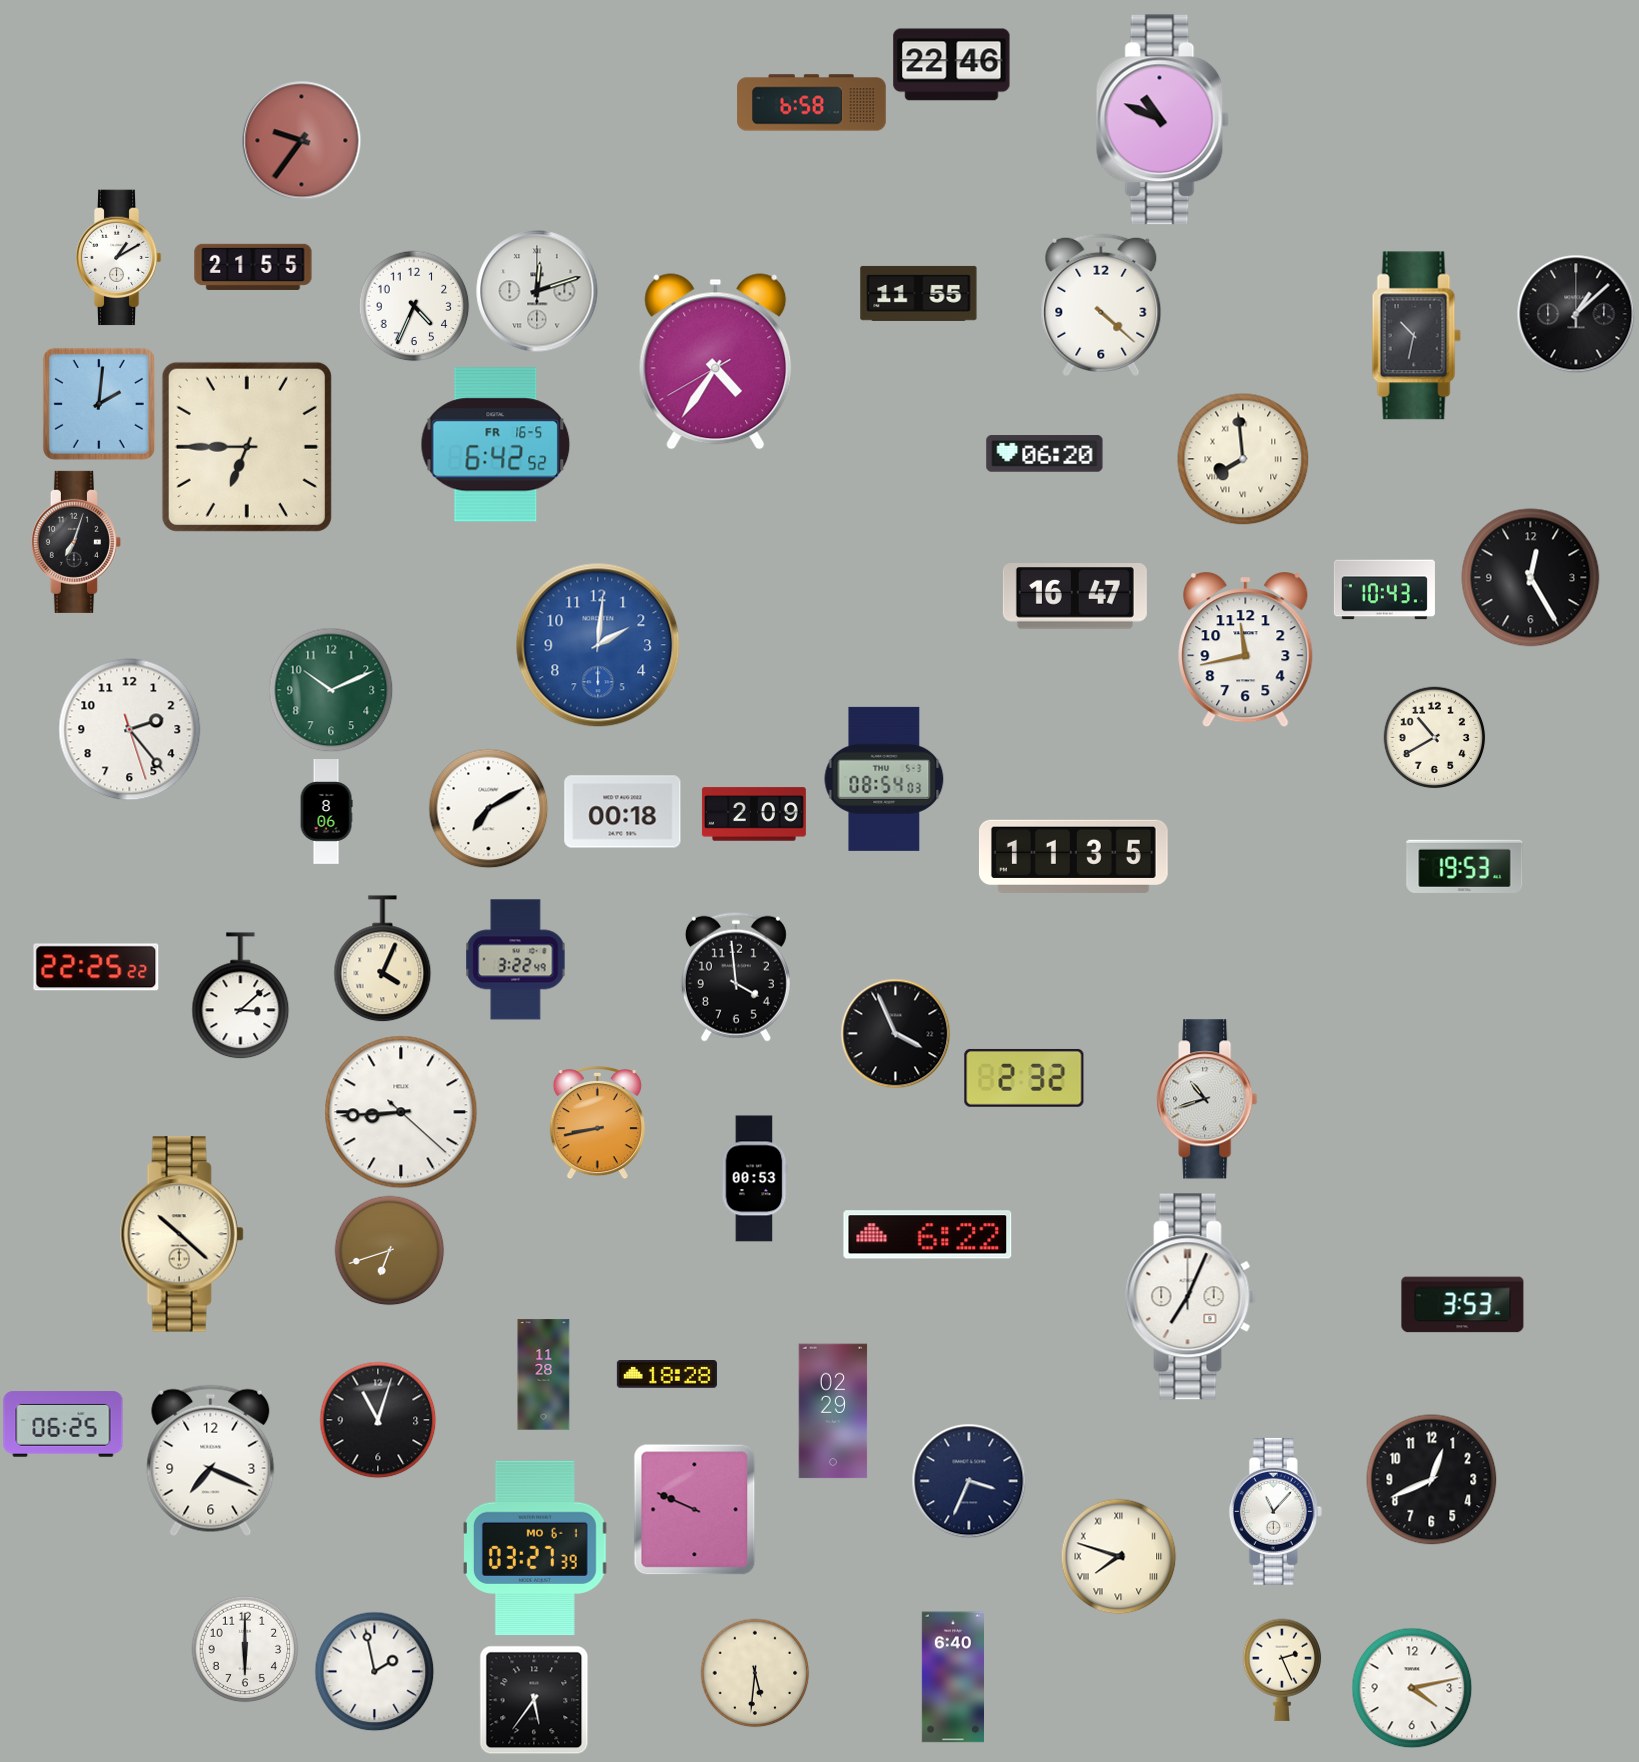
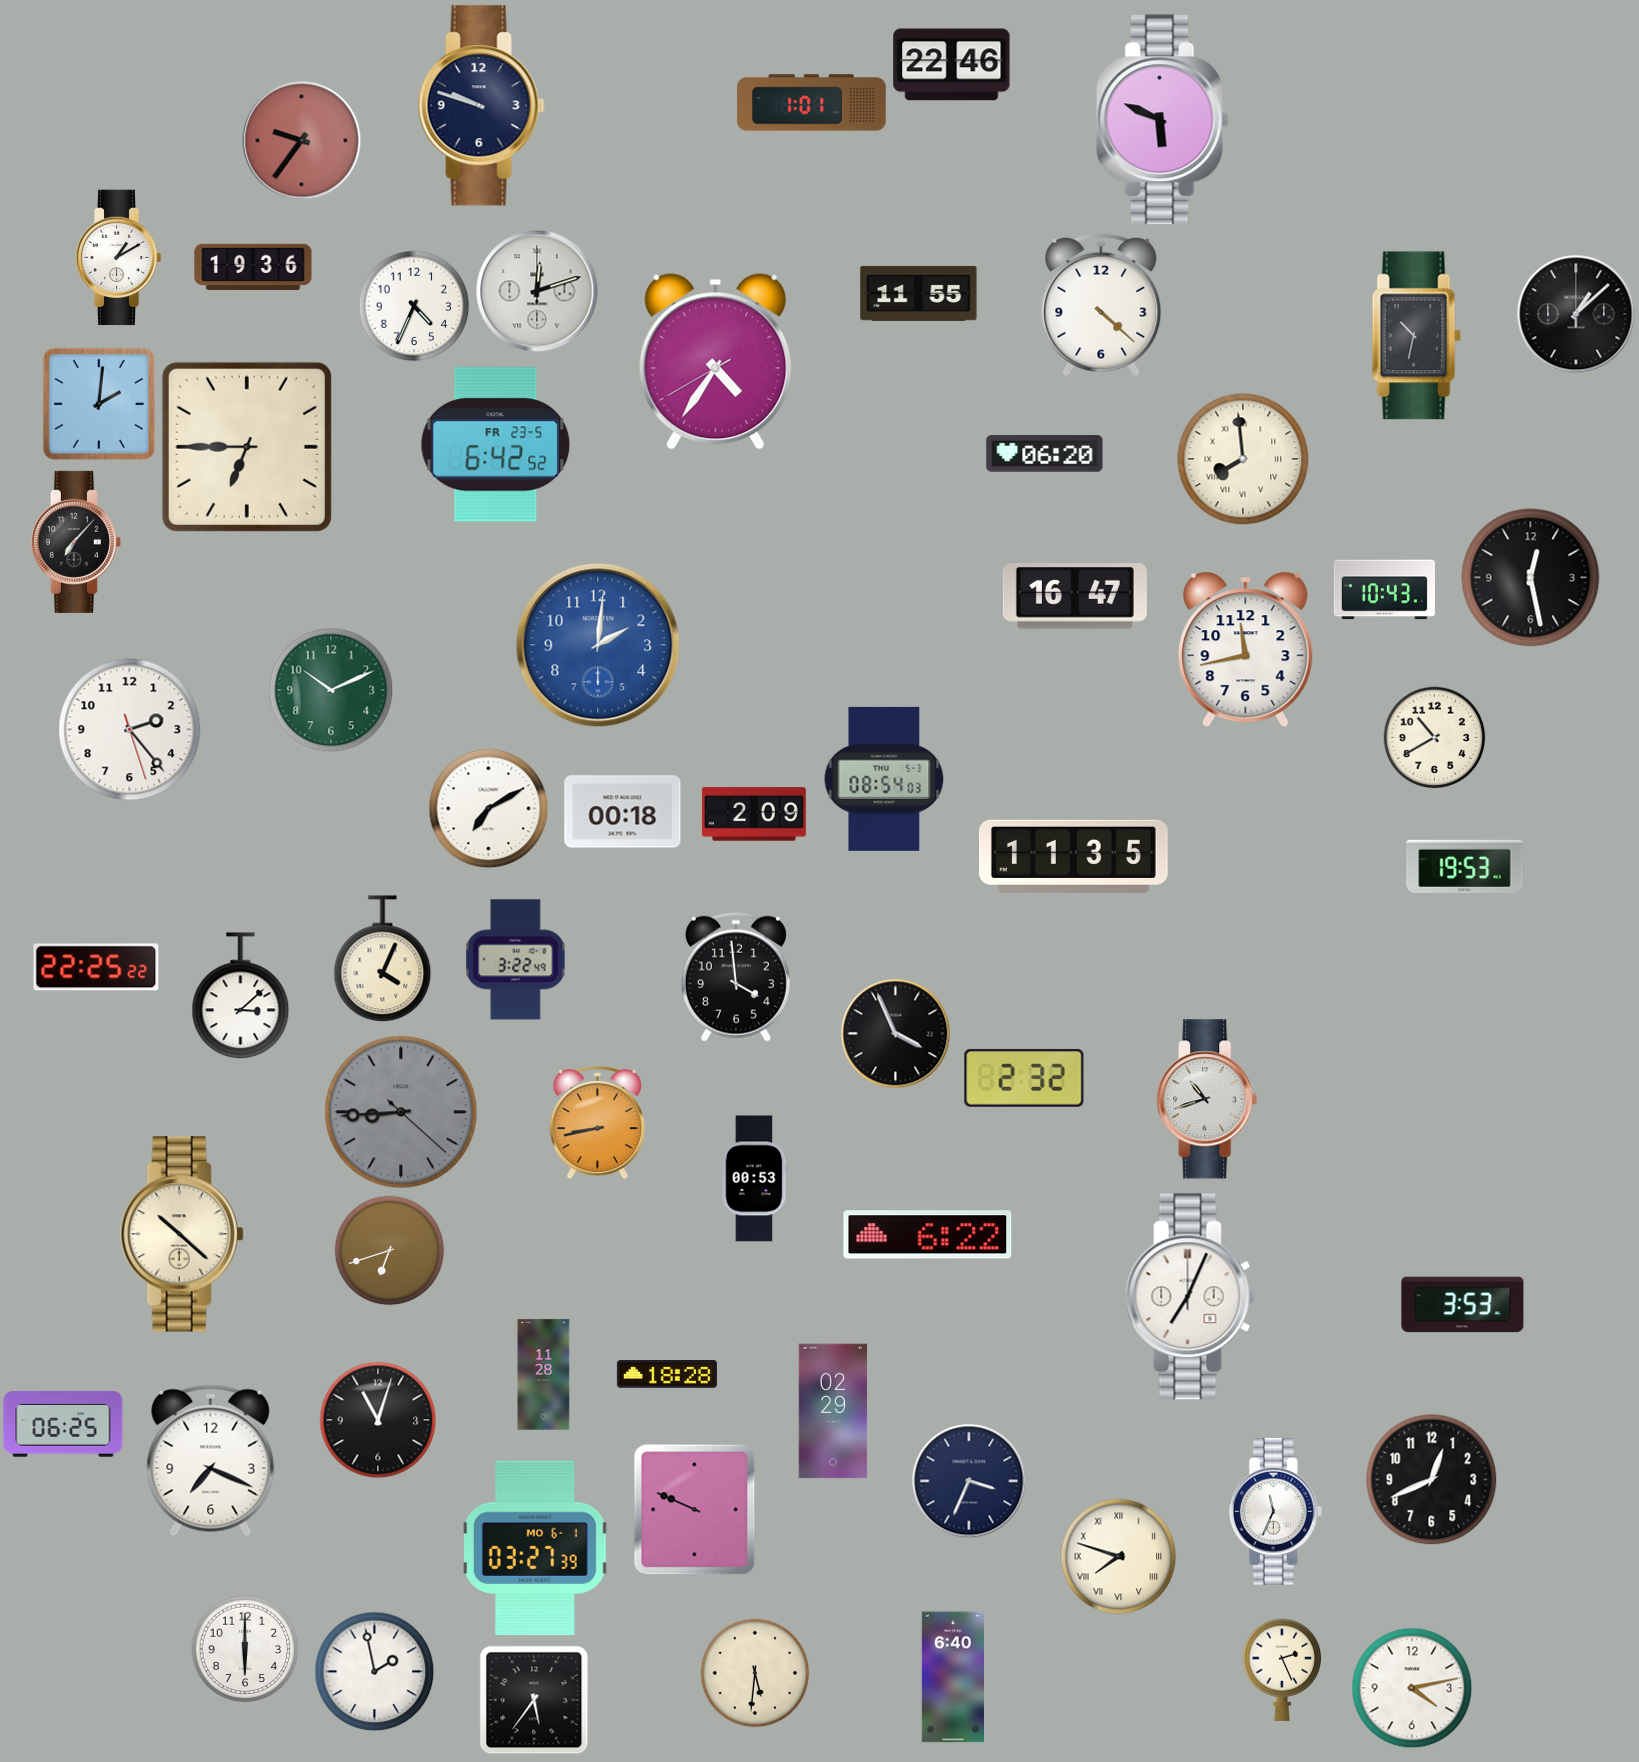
clock at (812, 103): 6:58 -> 1:01
clock at (481, 106): none -> 9:48
clock at (1162, 120): 10:49 -> 5:49
clock at (253, 267): 21:55 -> 19:36
clock at (496, 445) date: FR 16-5 -> FR 23-5
clock at (76, 542): 7:03 -> 7:07
clock at (1531, 578): 12:25 -> 12:28
clock at (326, 812): 8:06 -> none
clock at (401, 1112) dial: white -> grey
clock at (1275, 1511): 11:07 -> 11:34
